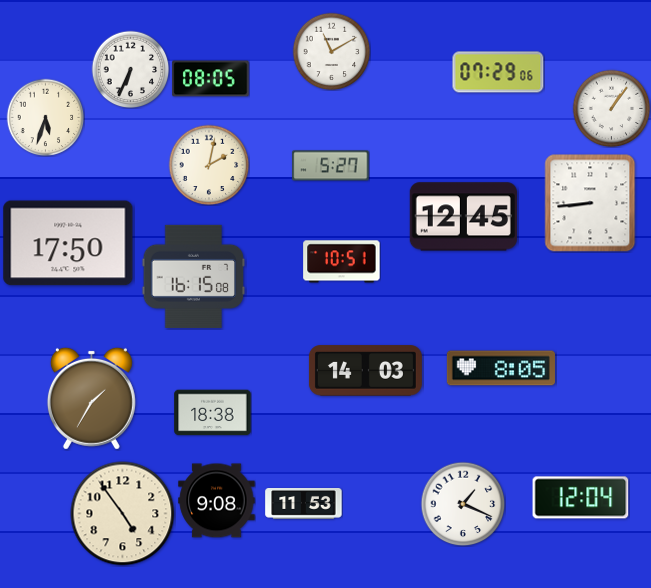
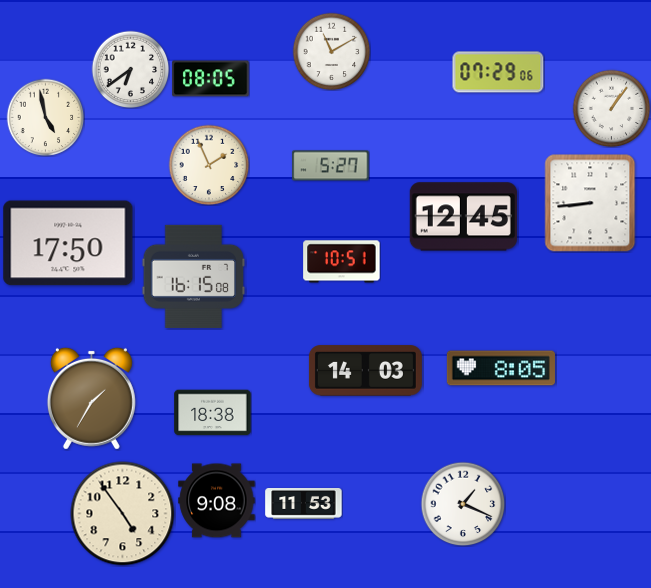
clock at (130, 69): 6:34 -> 6:39
clock at (45, 117): 5:33 -> 4:58
clock at (209, 165): 2:02 -> 1:56
clock at (581, 498): 12:04 -> none
